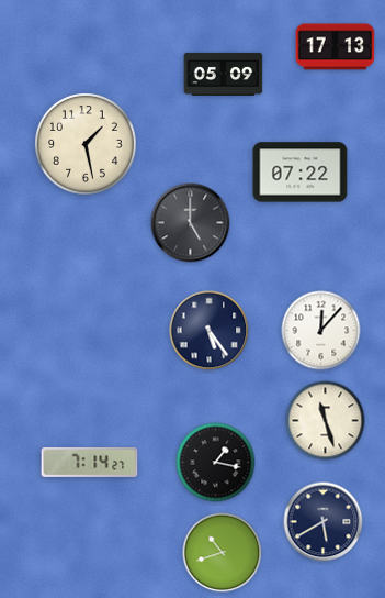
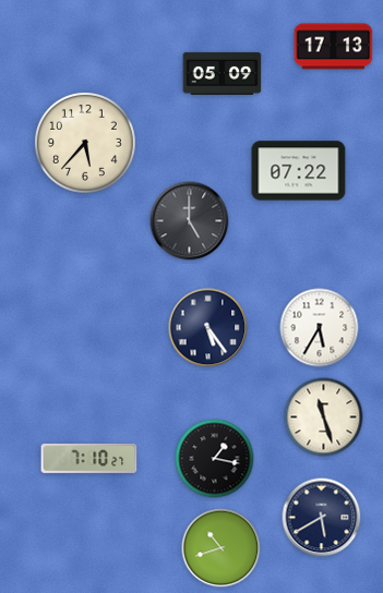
clock at (86, 144): 1:28 -> 5:37
clock at (321, 331): 12:07 -> 5:35
clock at (90, 462): 7:14 -> 7:10
